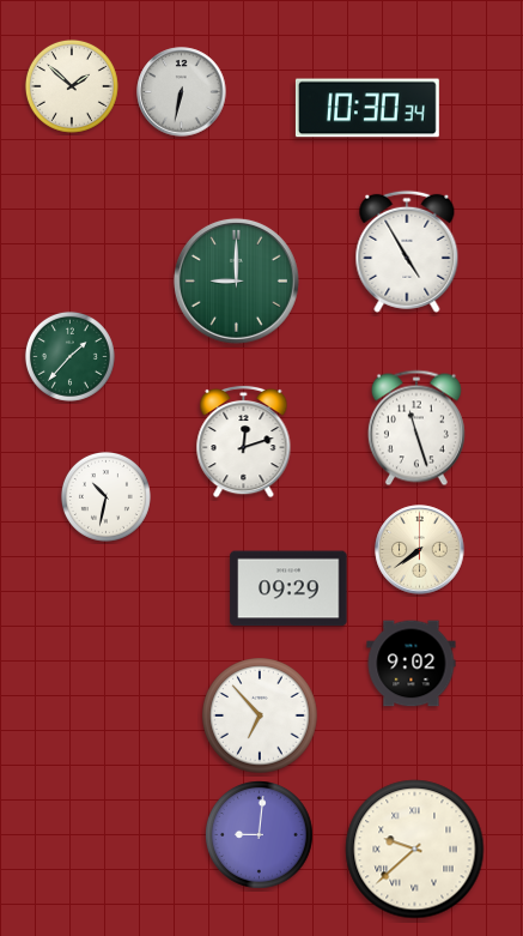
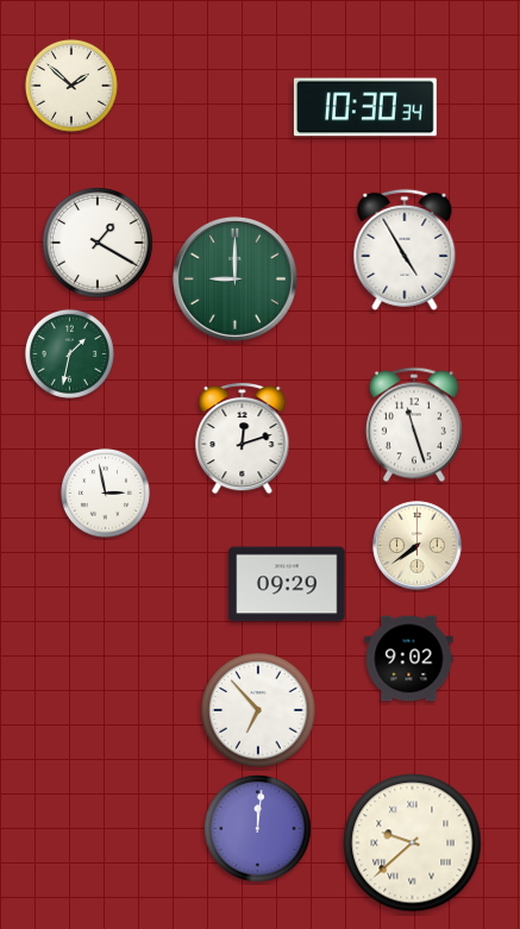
clock at (182, 92): 6:32 -> none
clock at (98, 243): none -> 1:20
clock at (69, 356): 1:37 -> 1:32
clock at (105, 496): 10:32 -> 2:58
clock at (260, 835): 9:01 -> 12:01
